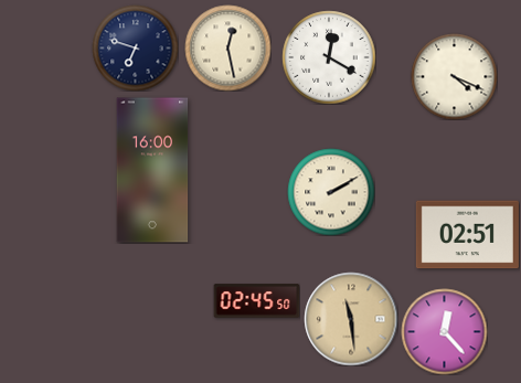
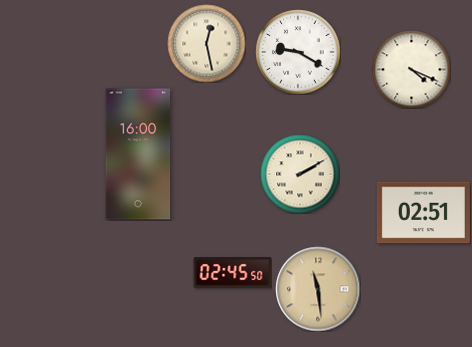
clock at (135, 47): 6:48 -> none
clock at (329, 57): 12:20 -> 9:20
clock at (444, 331): 12:23 -> none
